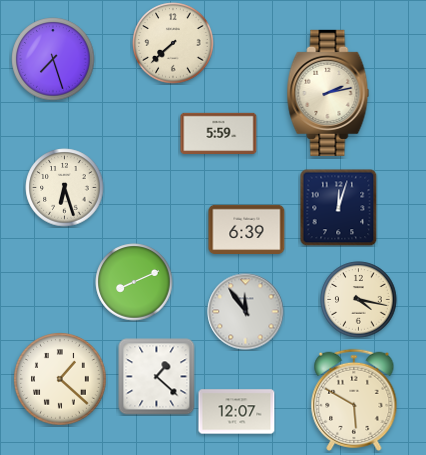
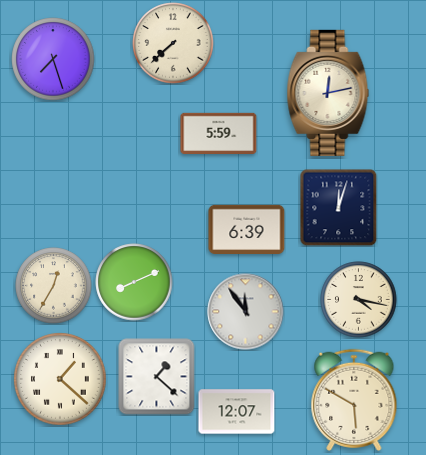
clock at (328, 93): 2:13 -> 12:13
clock at (65, 188): 6:27 -> none
clock at (54, 286): none -> 12:35
